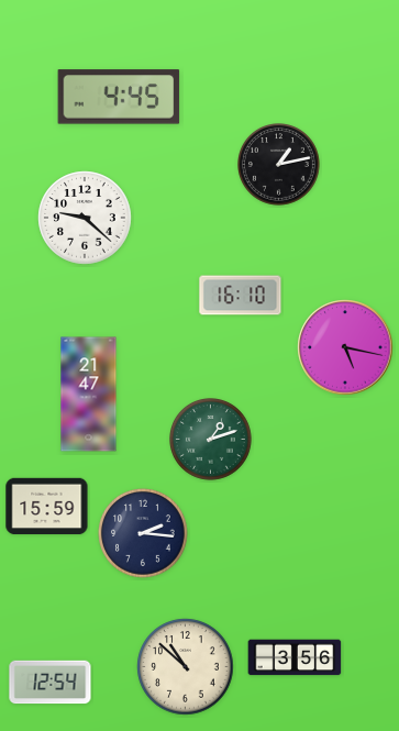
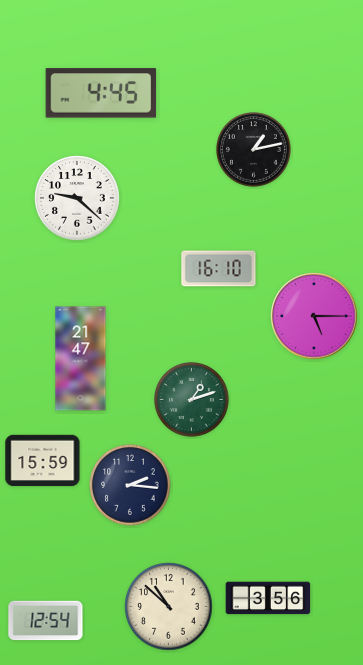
clock at (119, 97) position: (119, 97) -> (101, 93)
clock at (345, 347): 5:17 -> 5:15
